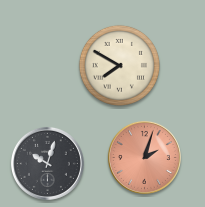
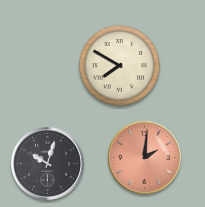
clock at (144, 157): 2:03 -> 2:01
